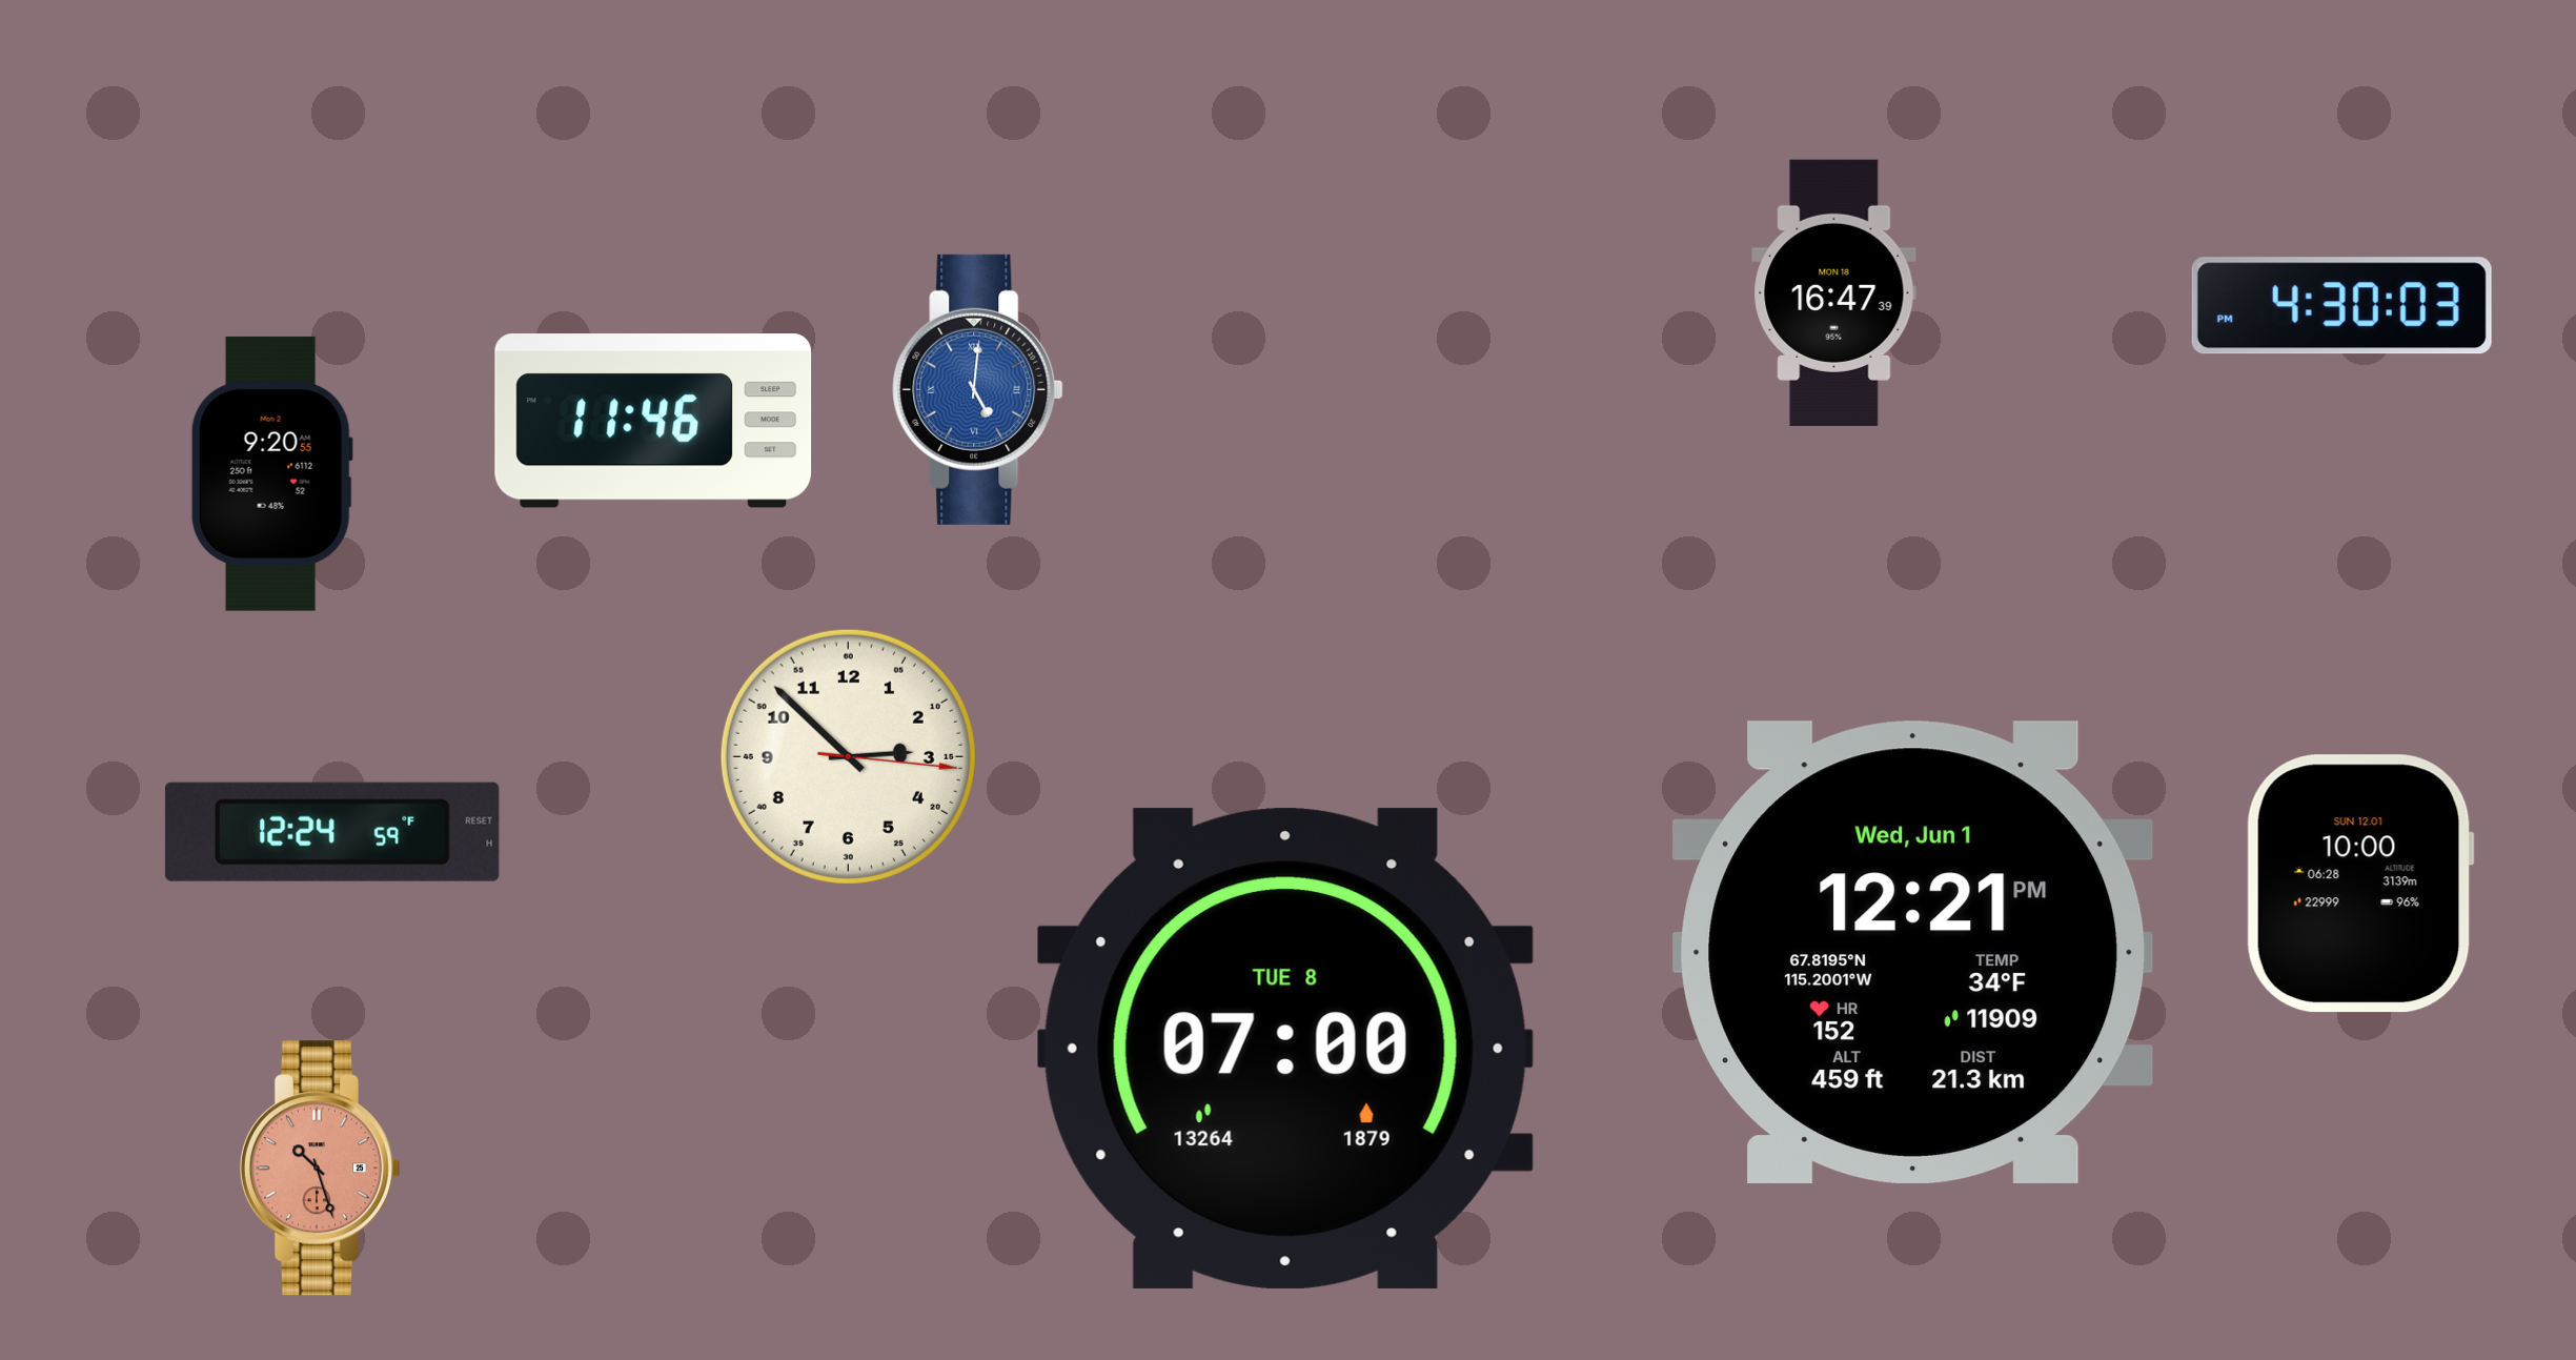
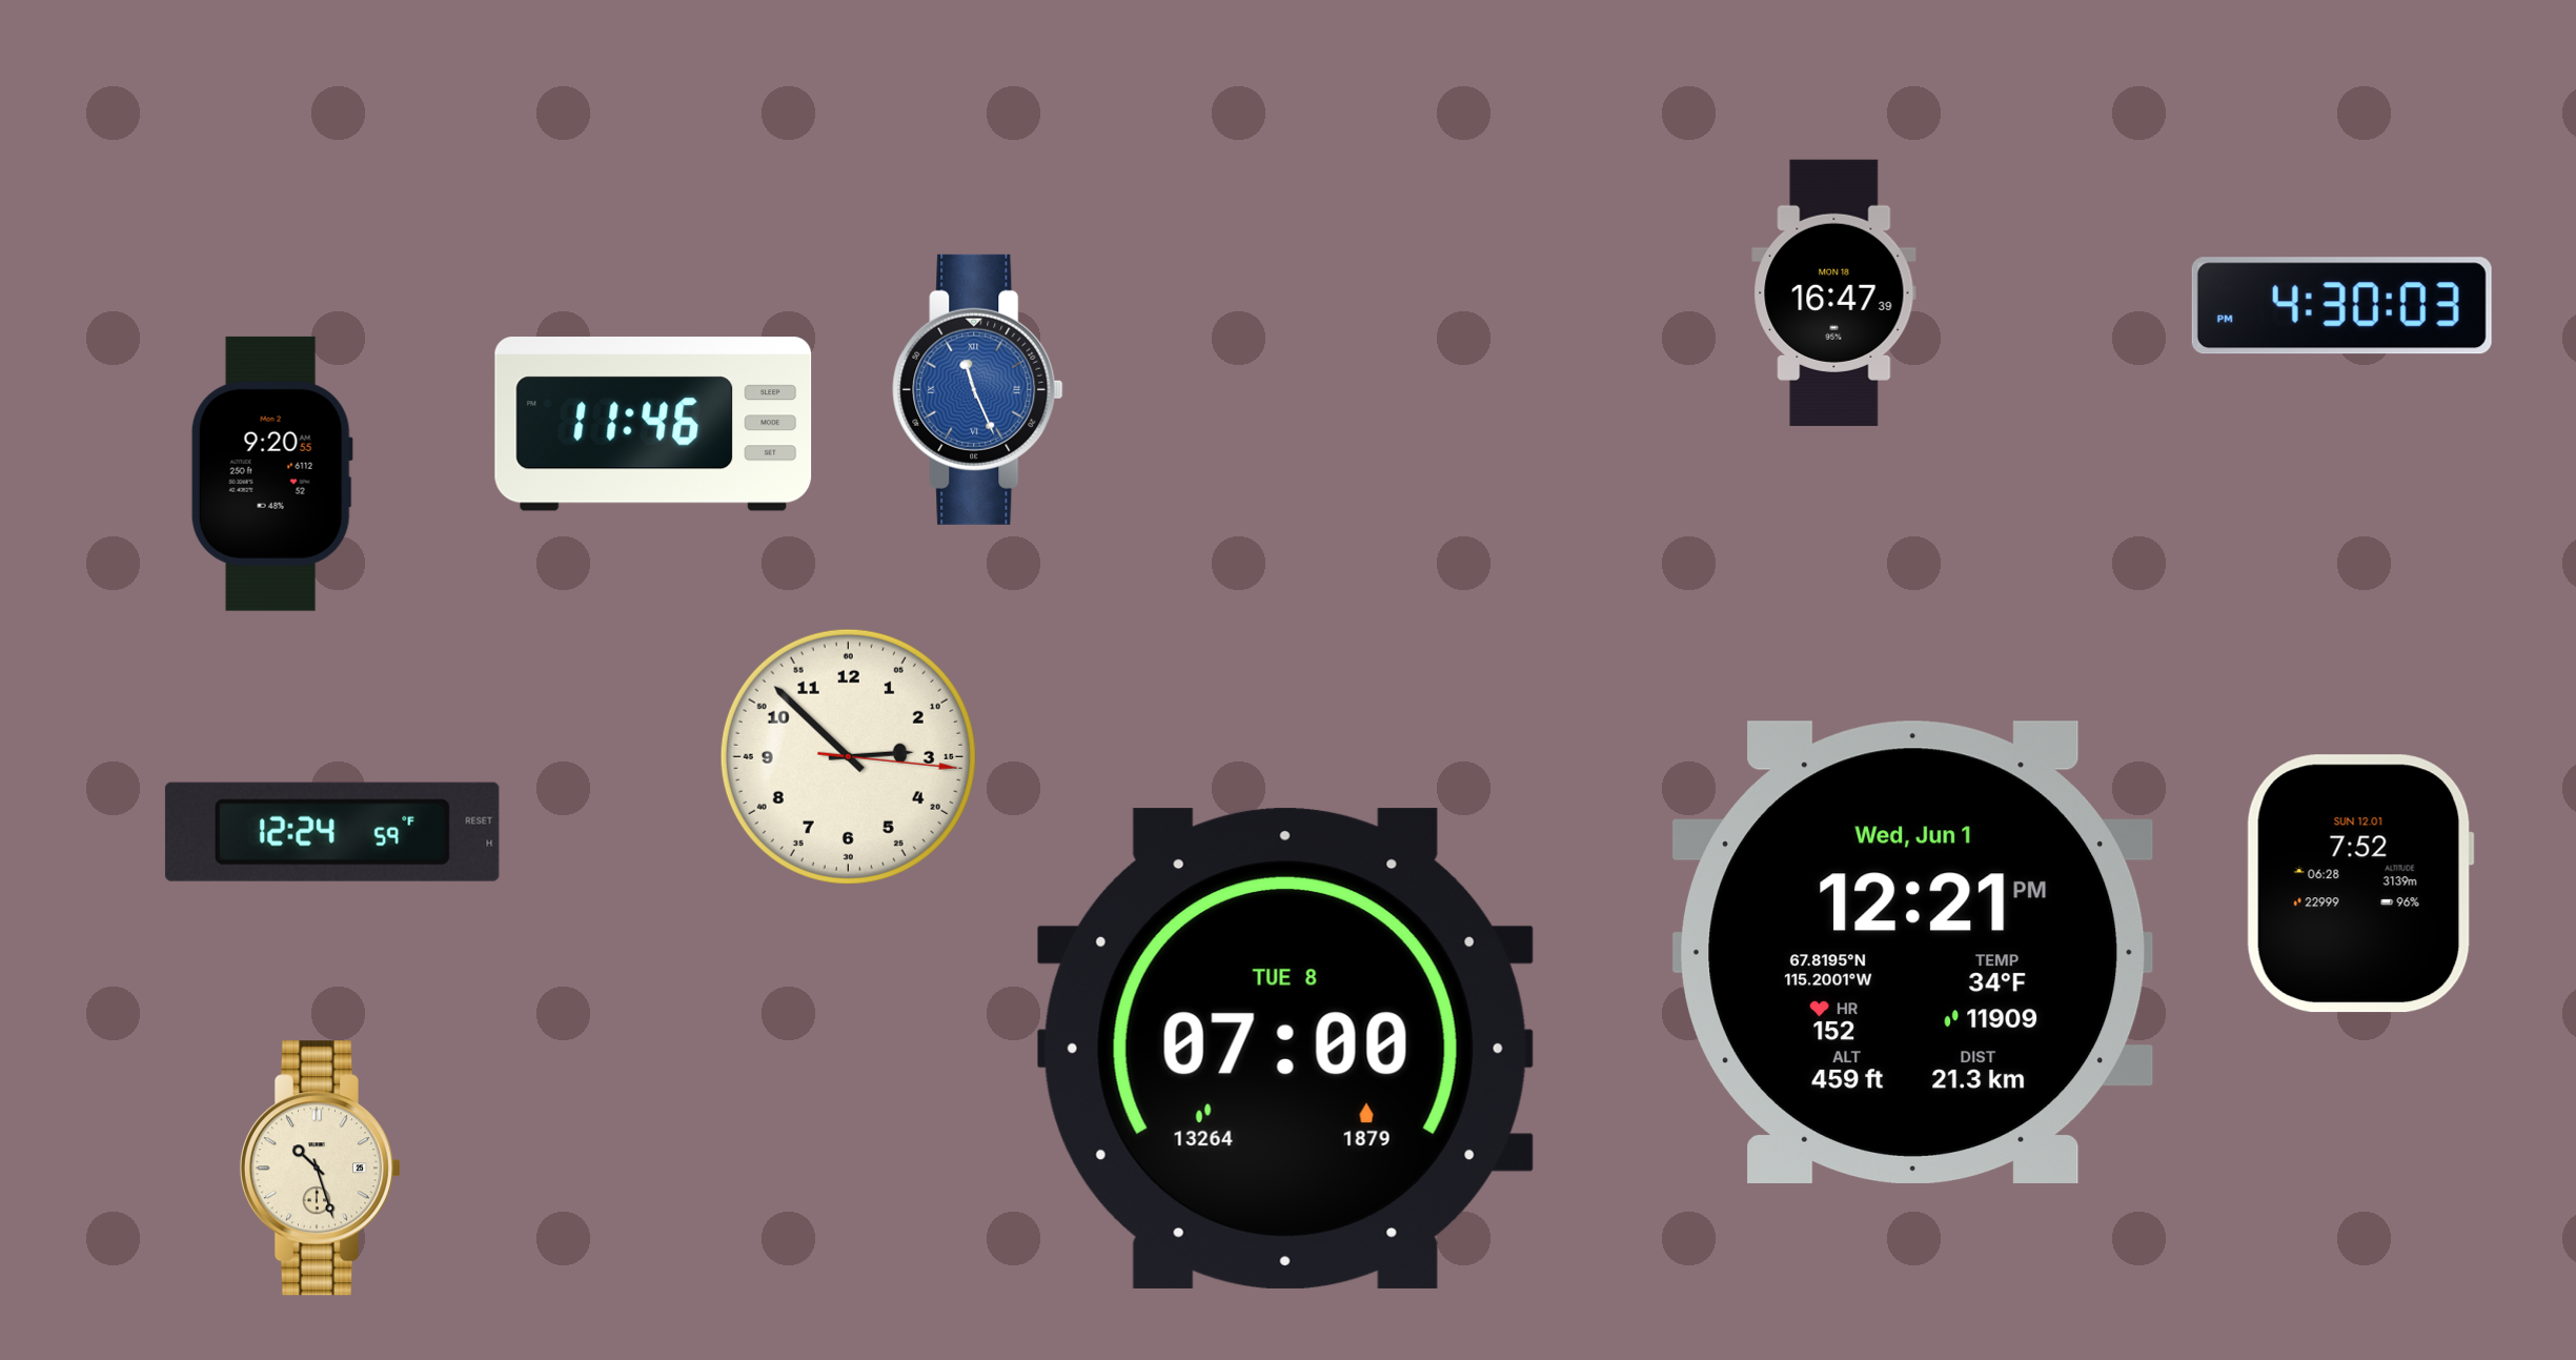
clock at (978, 389): 5:01 -> 11:26
clock at (653, 422) position: (653, 422) -> (653, 425)
clock at (2360, 884): 10:00 -> 7:52
clock at (320, 1169) dial: salmon -> cream
